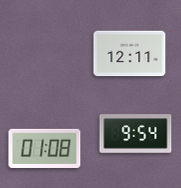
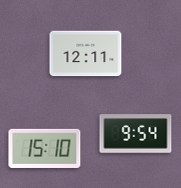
clock at (130, 54) position: (130, 54) -> (86, 54)
clock at (45, 148): 01:08 -> 15:10
